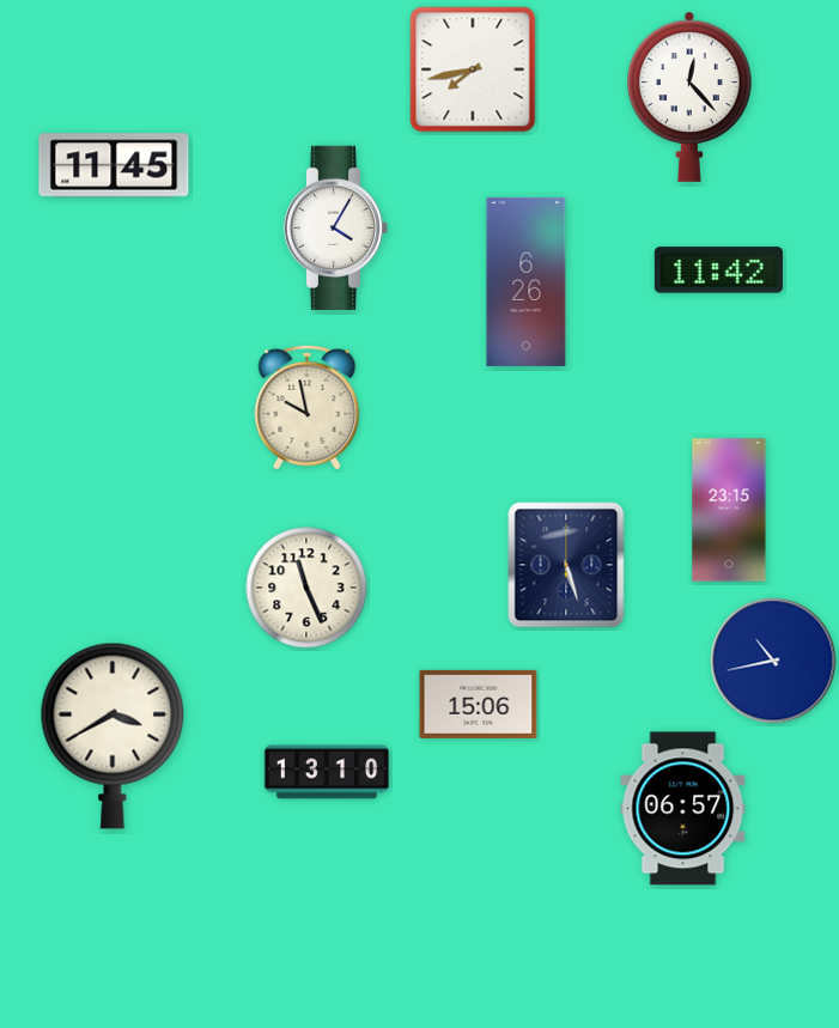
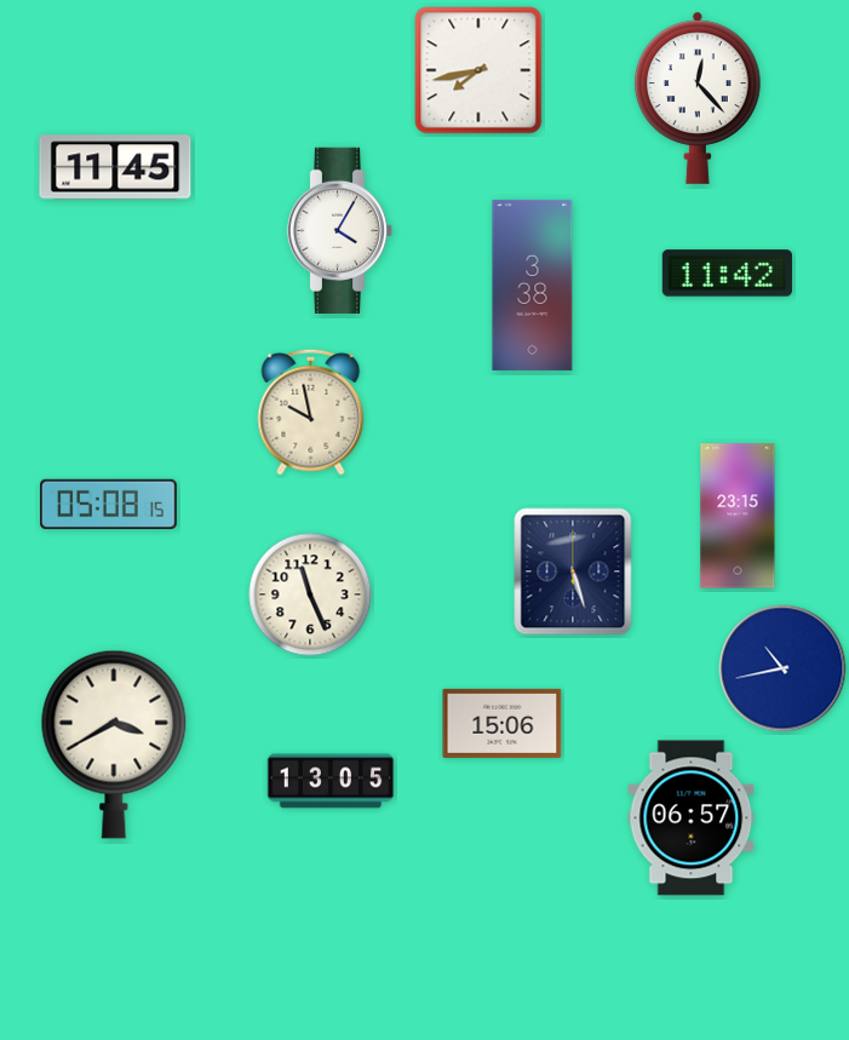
clock at (527, 281): 6:26 -> 3:38
clock at (109, 504): none -> 05:08
clock at (479, 704) position: (479, 704) -> (503, 723)
clock at (327, 772): 13:10 -> 13:05
